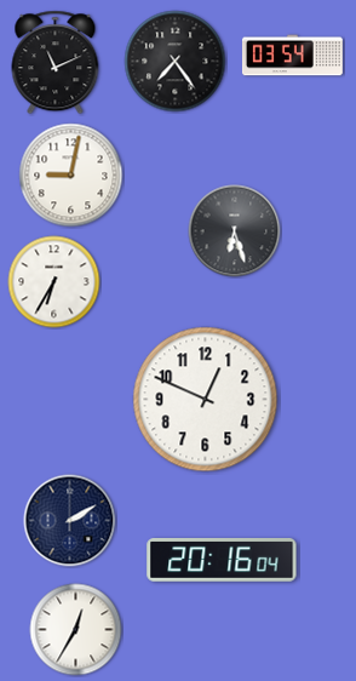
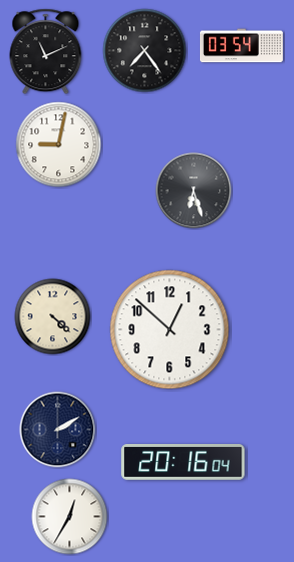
clock at (54, 282): 6:35 -> none
clock at (53, 317): none -> 4:22
clock at (206, 400): 12:49 -> 12:52
clock at (76, 630) position: (76, 630) -> (70, 517)
